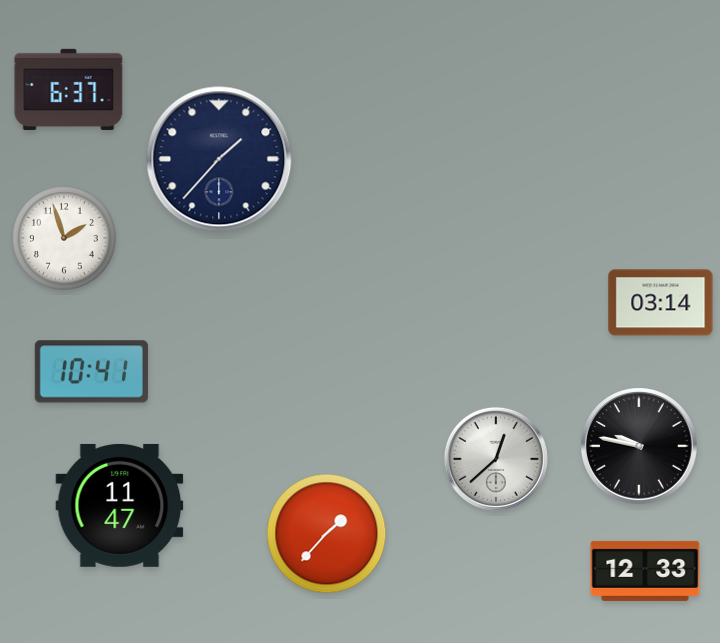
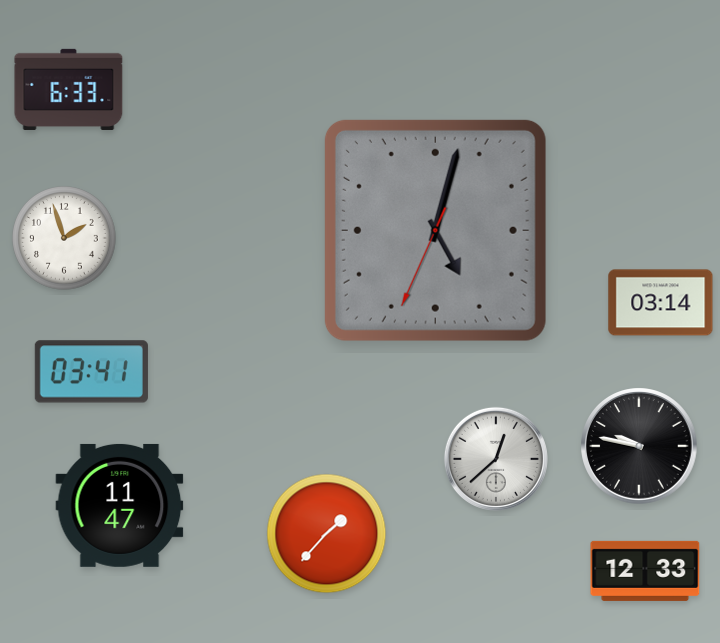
clock at (69, 89): 6:37 -> 6:33
clock at (219, 159): 1:37 -> none
clock at (435, 230): none -> 5:02
clock at (91, 372): 10:41 -> 03:41
